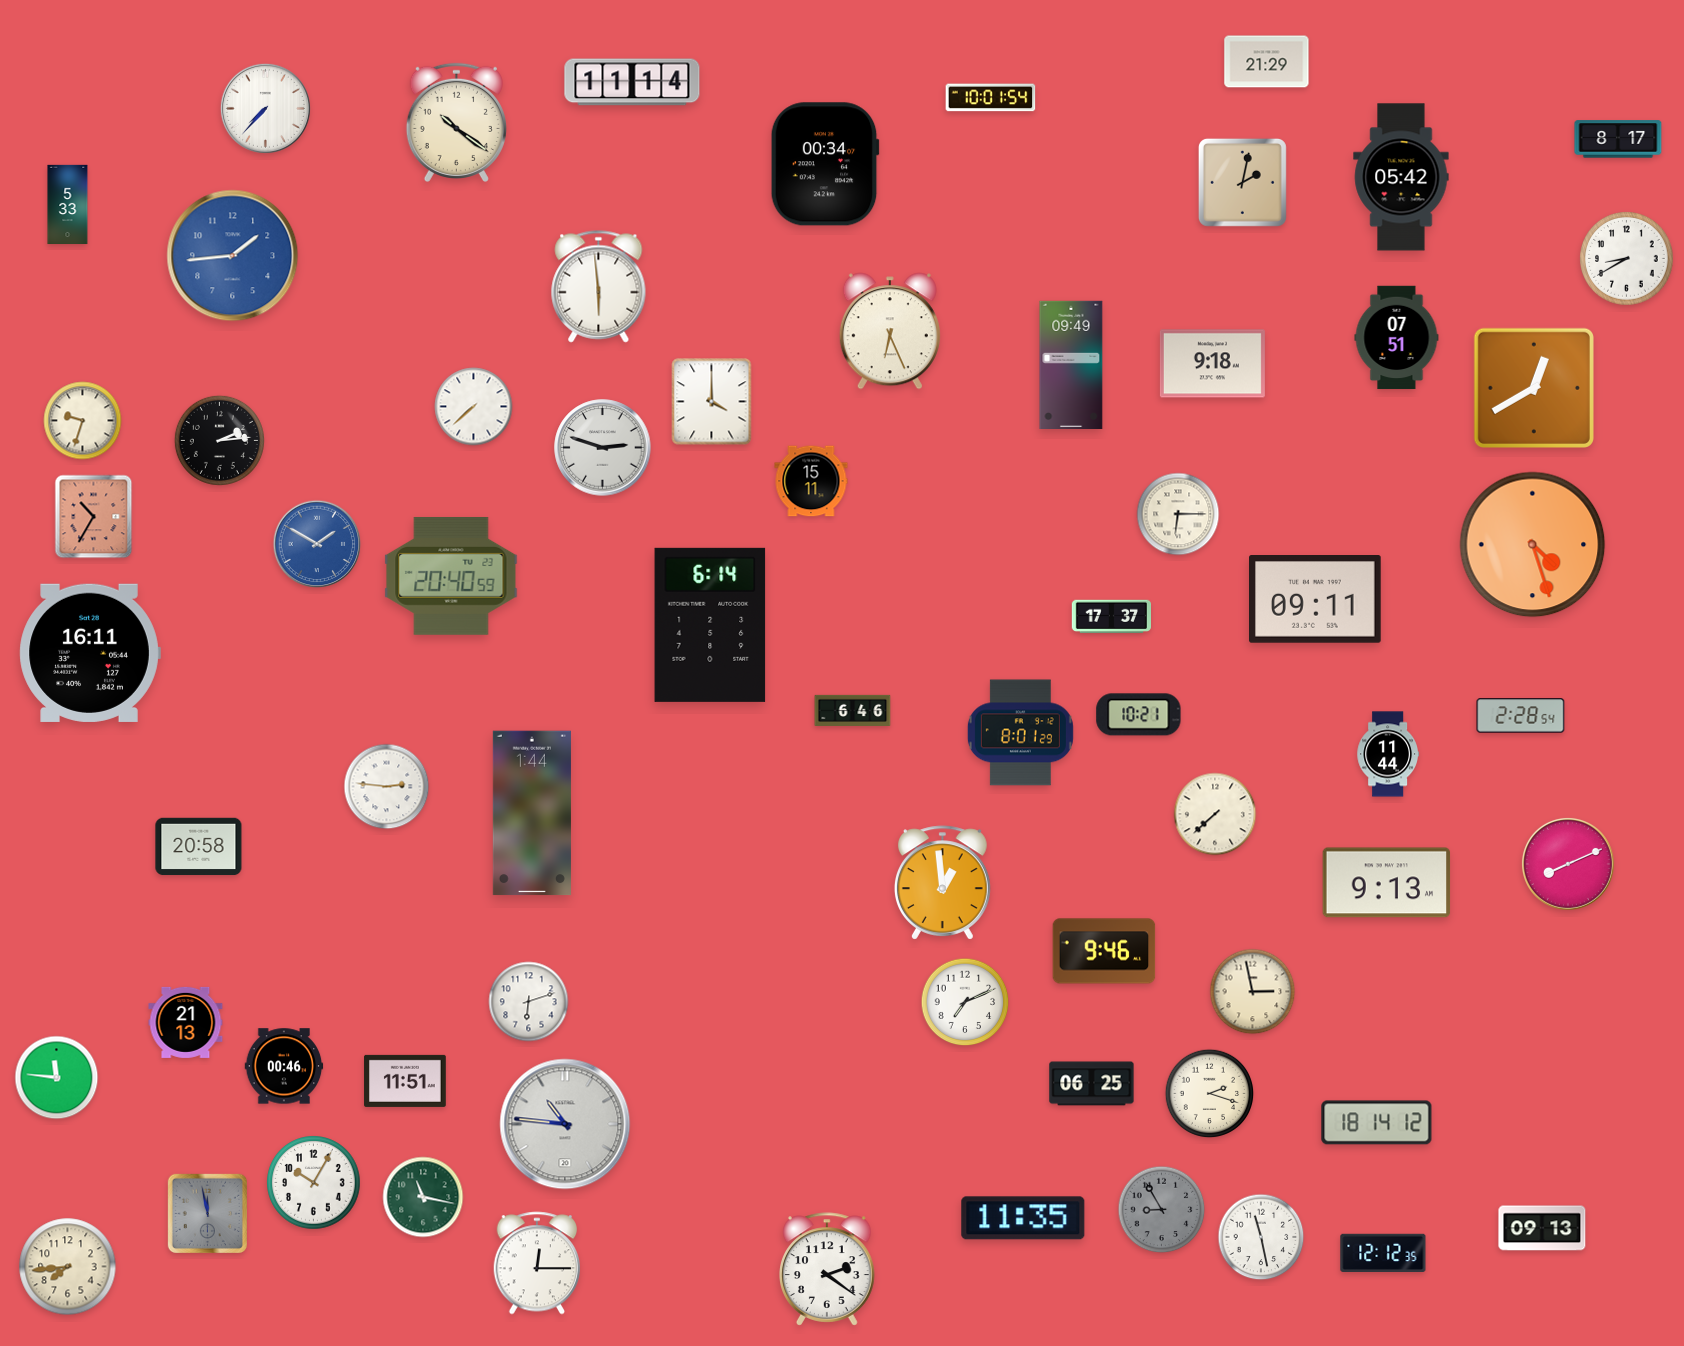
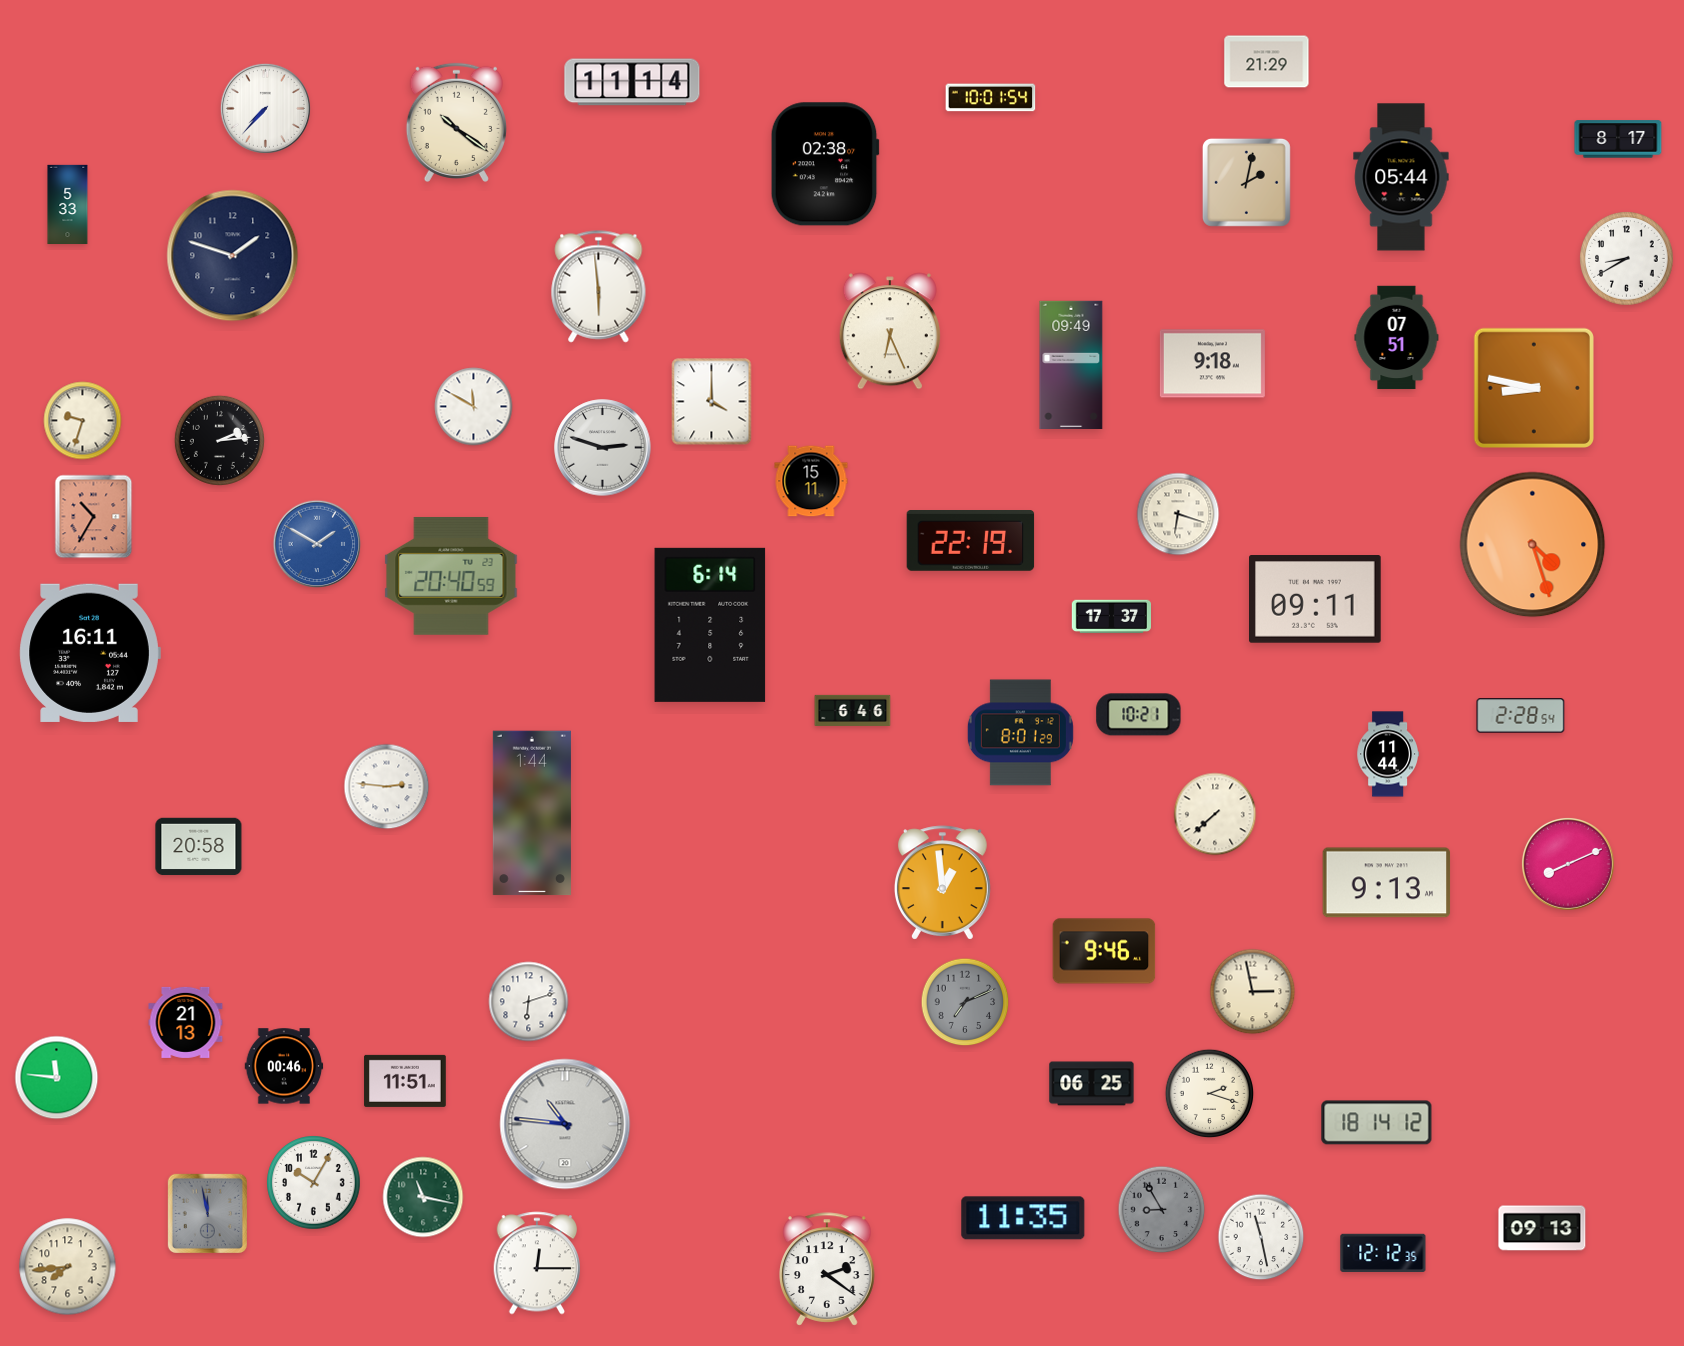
clock at (825, 164): 00:34 -> 02:38
clock at (1401, 177): 05:42 -> 05:44
clock at (1242, 182) position: (1242, 182) -> (1246, 182)
clock at (233, 256): 1:44 -> 1:48
clock at (233, 256) dial: blue -> navy
clock at (1534, 388): 12:40 -> 8:47
clock at (474, 407): 7:38 -> 11:50
clock at (1178, 514): 6:15 -> 6:18
clock at (971, 541): none -> 22:19
clock at (965, 1002) dial: white -> grey
